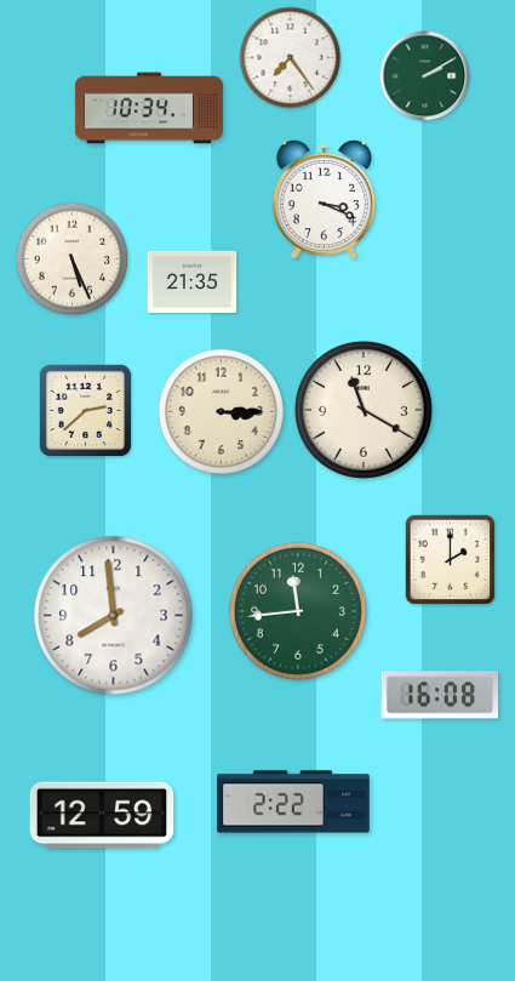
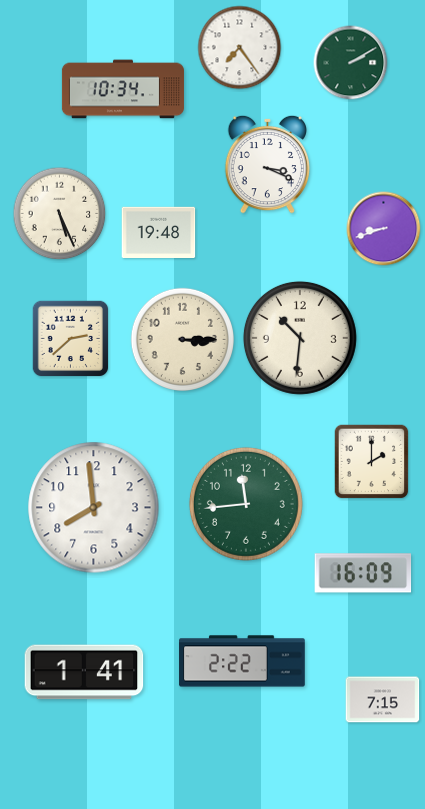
clock at (384, 229): none -> 8:42
clock at (193, 283): 21:35 -> 19:48
clock at (364, 410): 11:20 -> 10:31
clock at (440, 695): 16:08 -> 16:09
clock at (102, 815): 12:59 -> 1:41
clock at (383, 700): none -> 7:15
